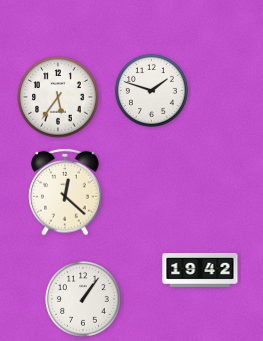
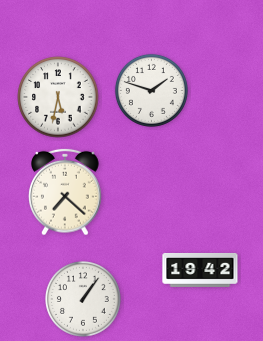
clock at (58, 97): 5:36 -> 5:32
clock at (65, 192): 12:22 -> 7:22
